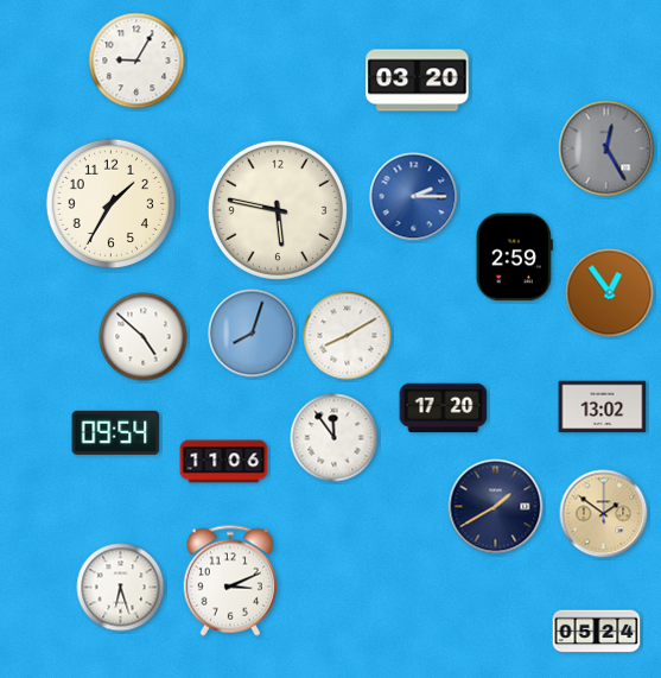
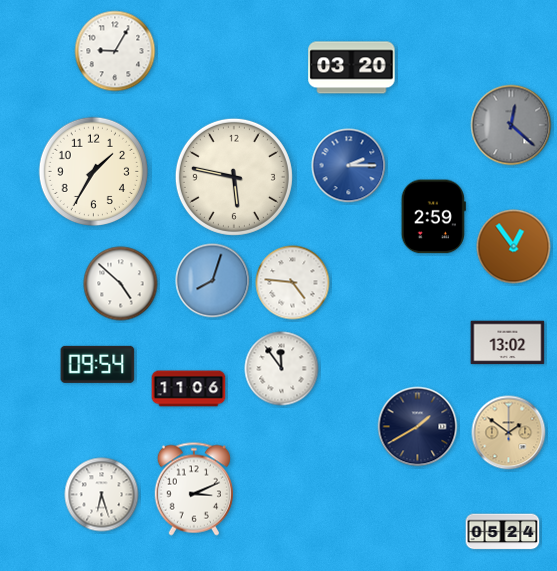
clock at (606, 148): 12:25 -> 12:22
clock at (348, 336): 8:10 -> 4:46
clock at (444, 408): 17:20 -> none
